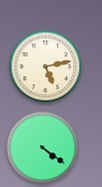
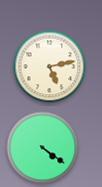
clock at (46, 67) position: (46, 67) -> (50, 67)
